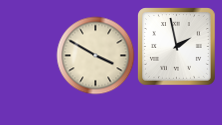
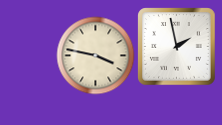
clock at (95, 55): 3:50 -> 3:47
